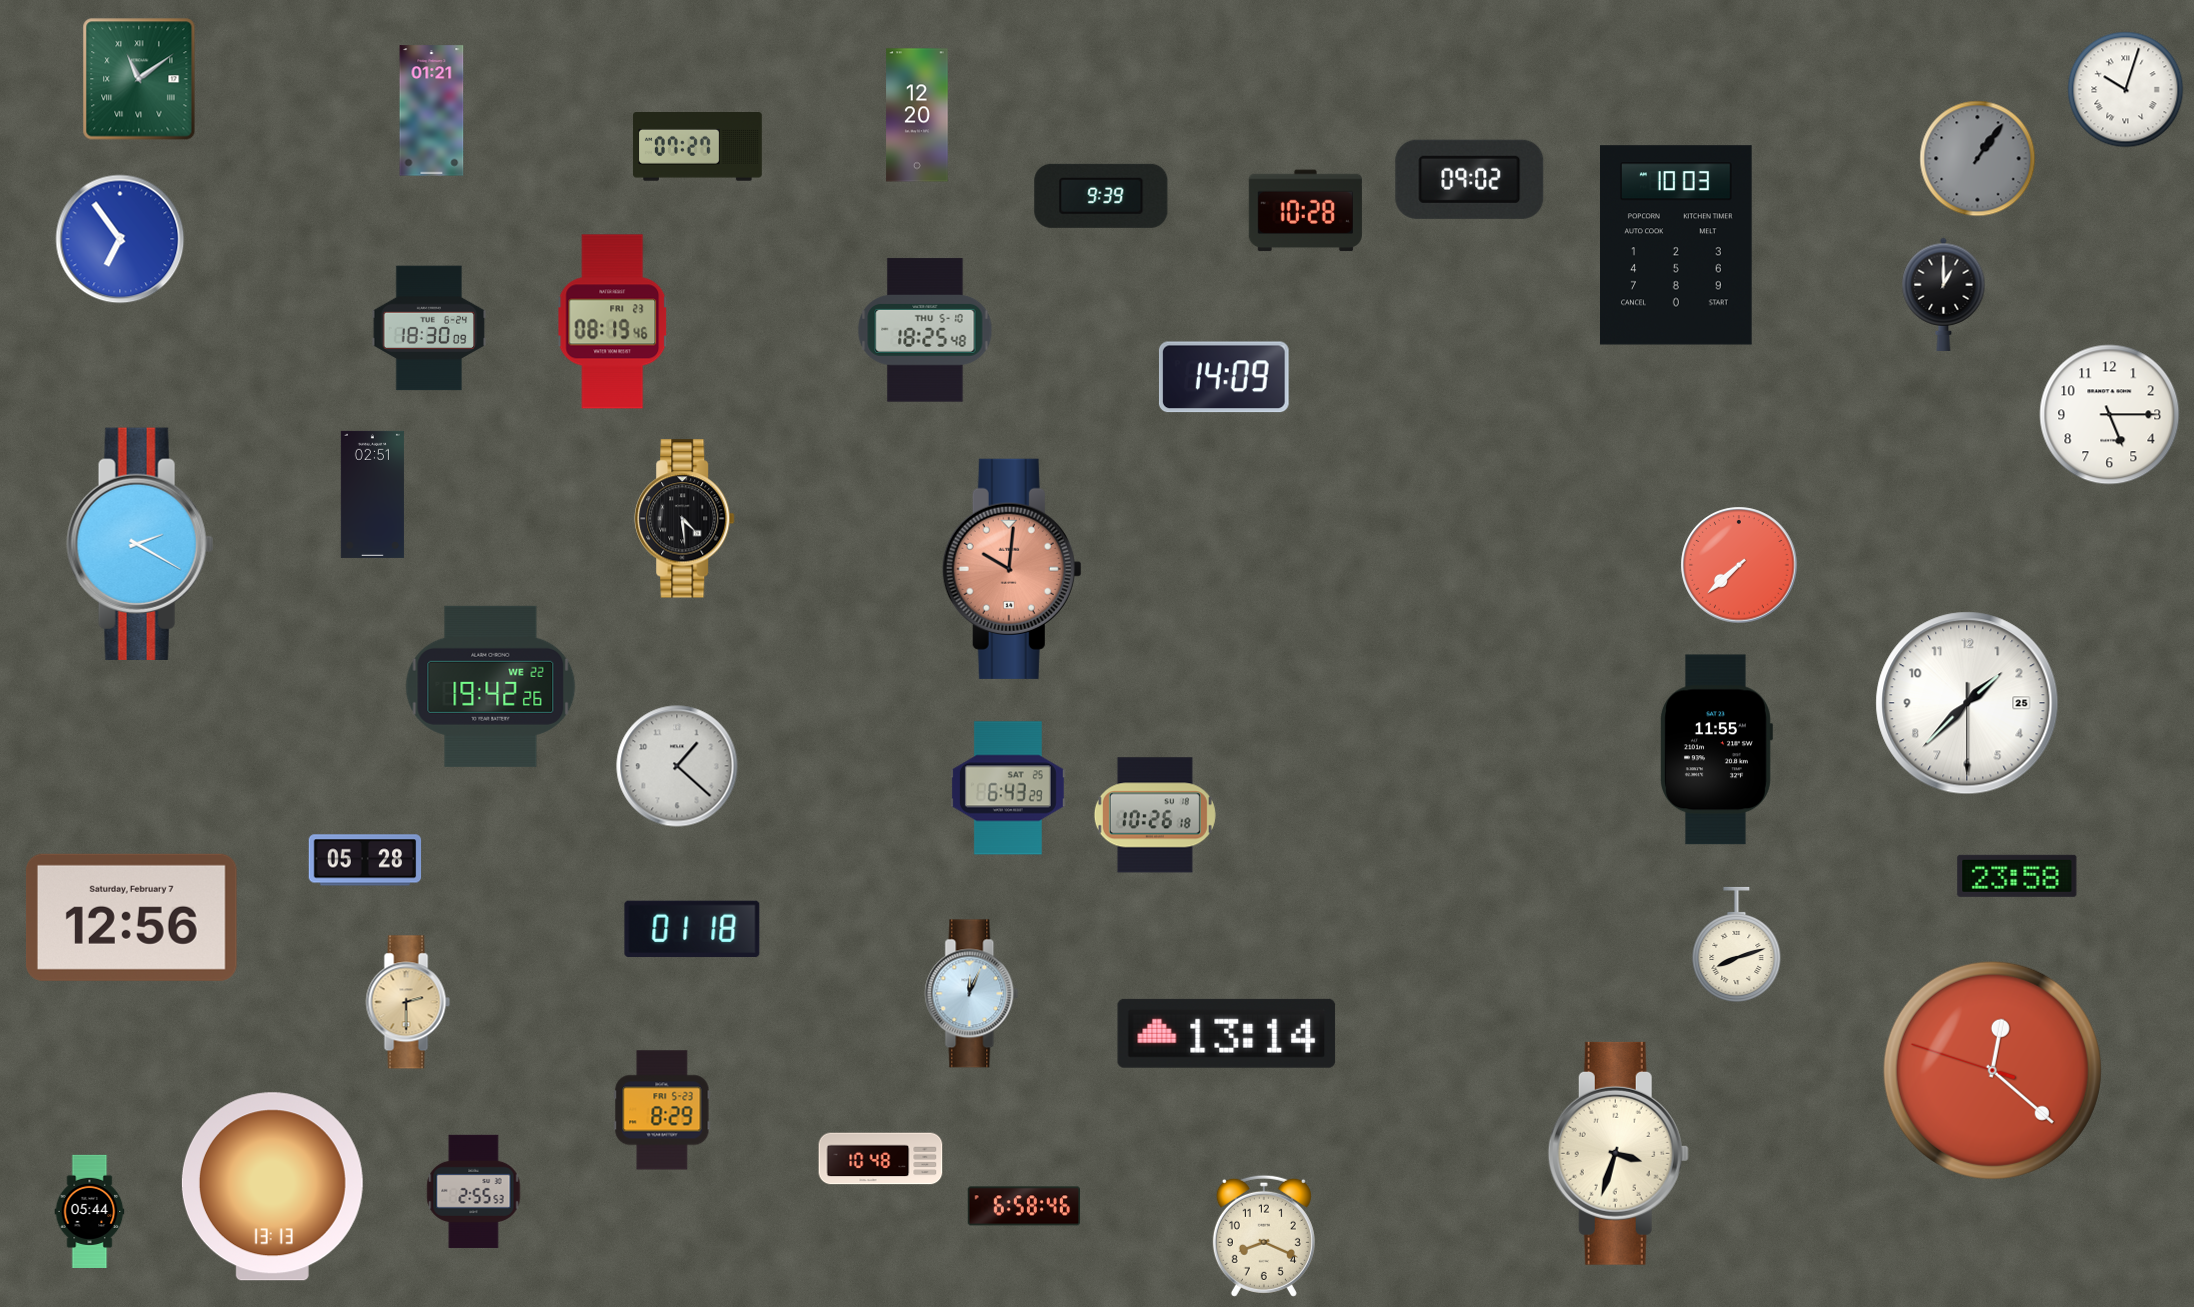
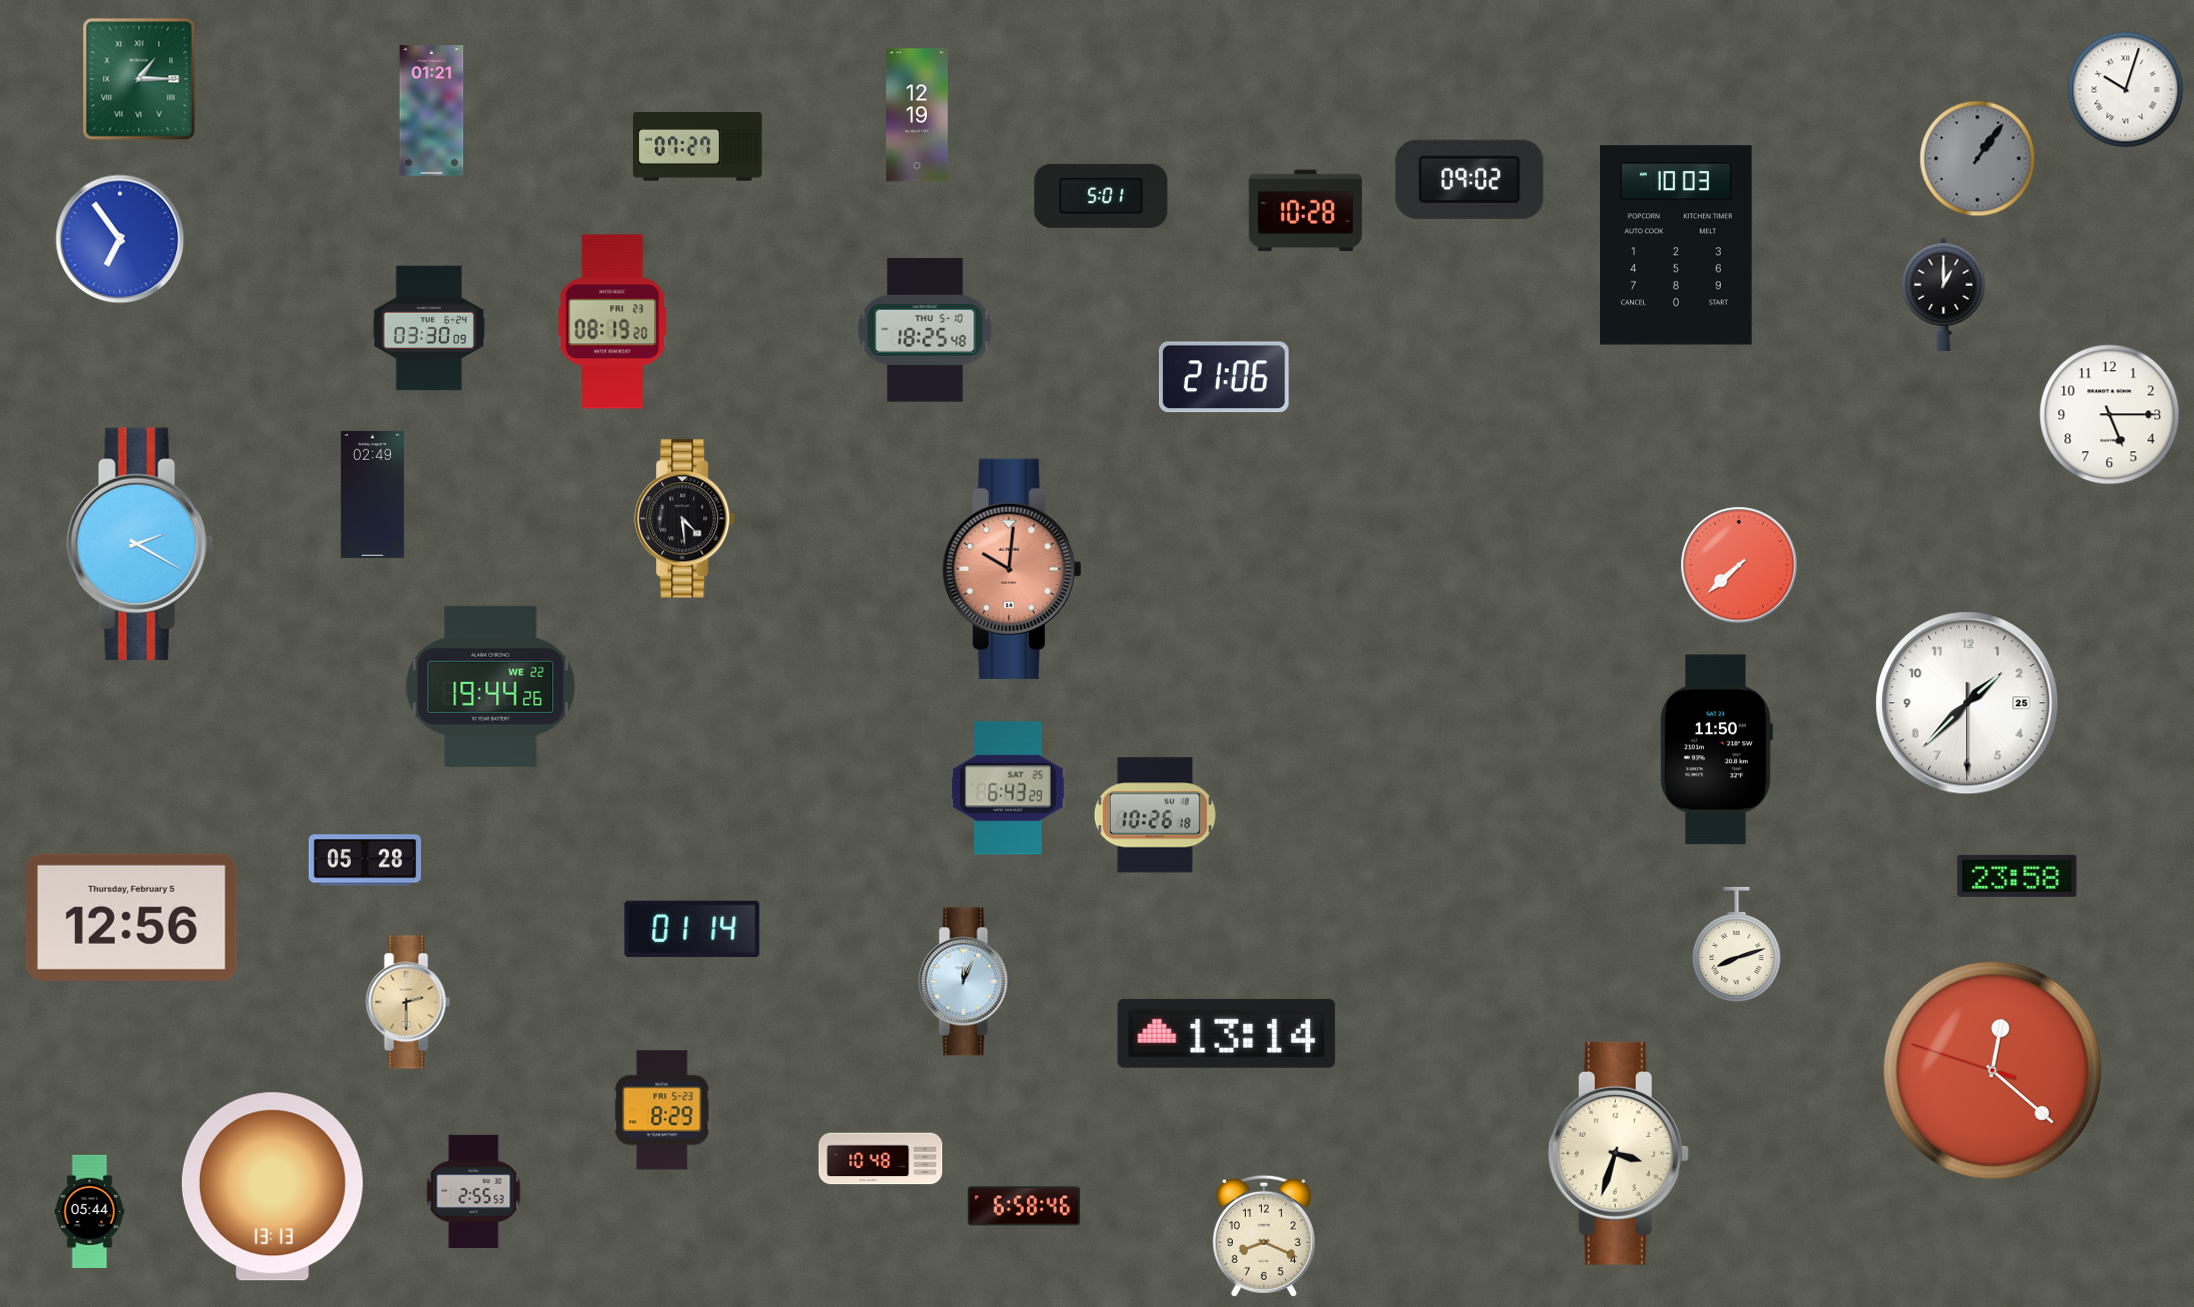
clock at (139, 79): 11:09 -> 1:15
clock at (917, 115): 12:20 -> 12:19
clock at (1101, 196): 9:39 -> 5:01
clock at (613, 322): 08:19:46 -> 08:19:20
clock at (429, 328): 18:30 -> 03:30
clock at (1224, 377): 14:09 -> 21:06
clock at (372, 494): 02:51 -> 02:49
clock at (491, 686): 19:42 -> 19:44
clock at (1717, 750): 11:55 -> 11:50
clock at (677, 766): 1:22 -> none
clock at (131, 917) date: Saturday, February 7 -> Thursday, February 5
clock at (692, 929): 01:18 -> 01:14
clock at (972, 994) position: (972, 994) -> (966, 982)
